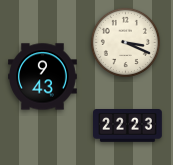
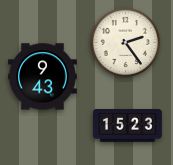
clock at (125, 42): 3:19 -> 2:24
clock at (128, 126): 22:23 -> 15:23
